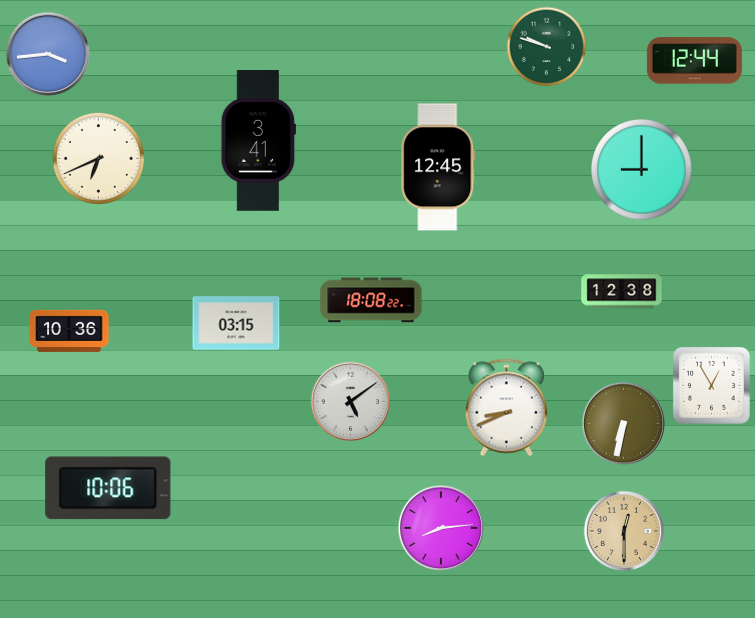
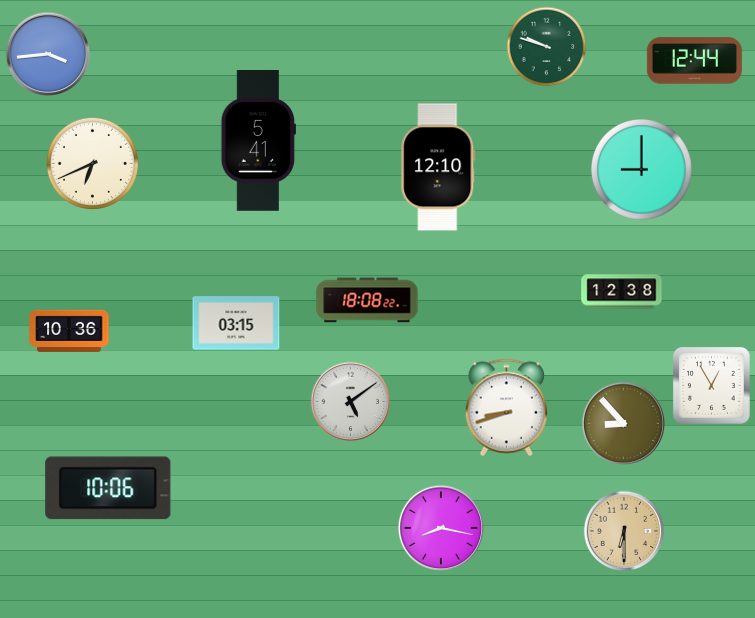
clock at (258, 141): 3:41 -> 5:41
clock at (98, 158) position: (98, 158) -> (92, 163)
clock at (438, 167): 12:45 -> 12:10
clock at (371, 300) position: (371, 300) -> (367, 300)
clock at (506, 408): 8:41 -> 8:42
clock at (624, 424): 6:32 -> 8:53
clock at (440, 527): 8:14 -> 8:17
clock at (624, 531): 12:30 -> 6:30
